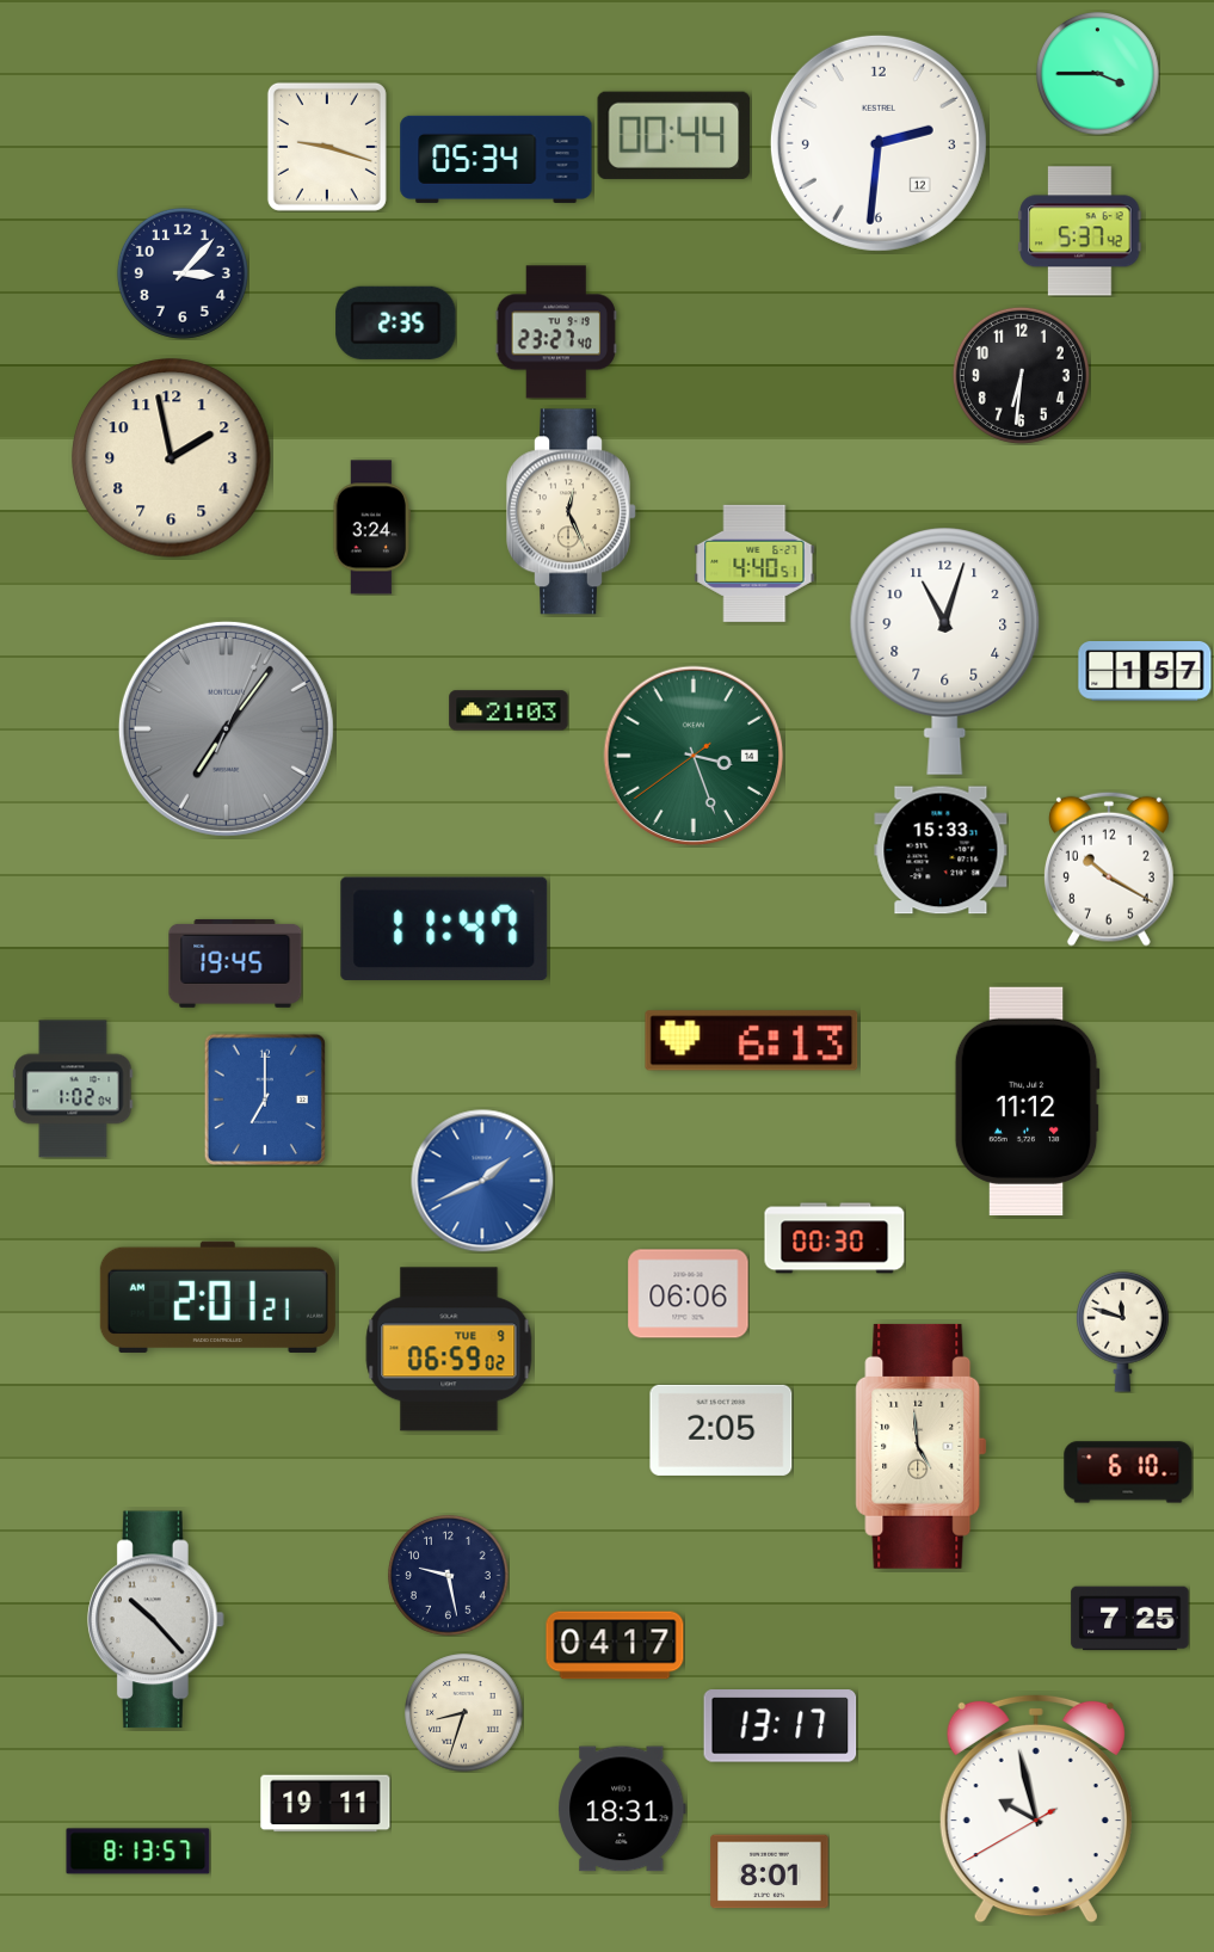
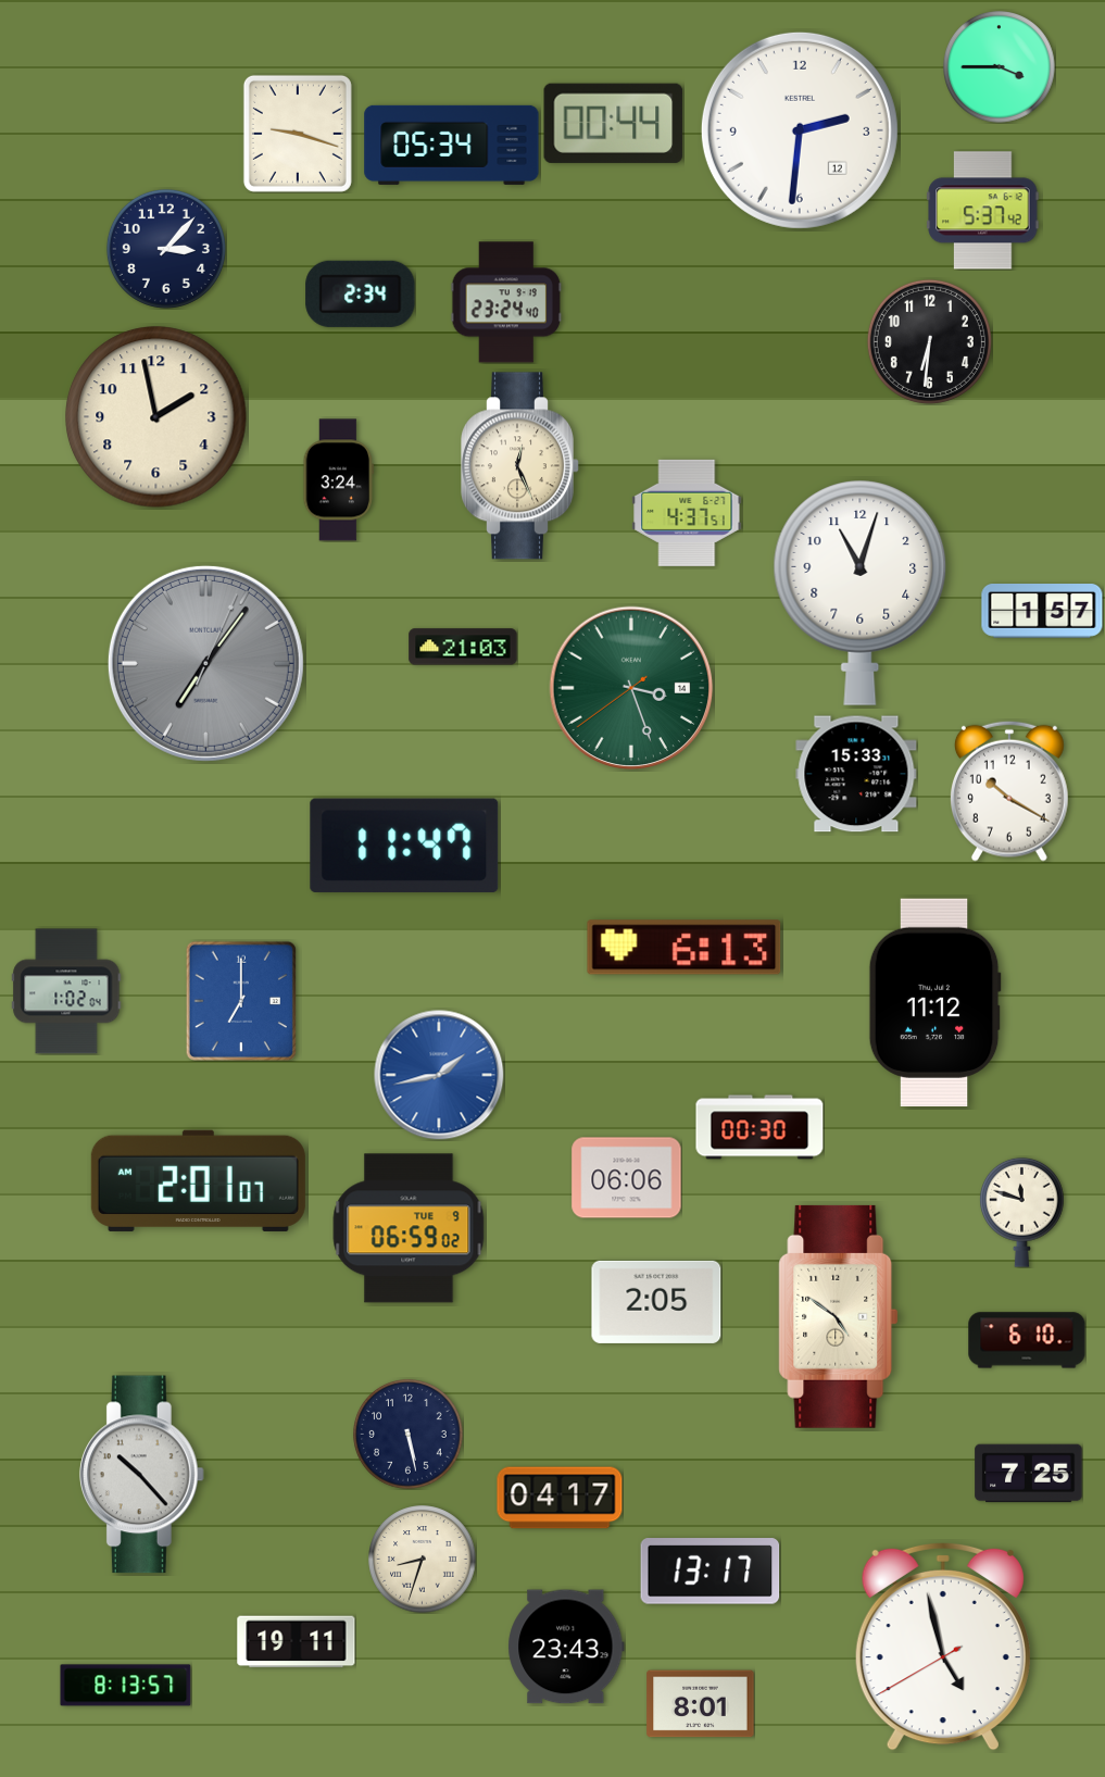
clock at (396, 322): 2:35 -> 2:34
clock at (556, 332): 23:27 -> 23:24
clock at (754, 564): 4:40 -> 4:37
clock at (235, 963): 19:45 -> none
clock at (482, 1181): 1:41 -> 1:43
clock at (217, 1297): 2:01:21 -> 2:01:07
clock at (922, 1446): 4:59 -> 4:51
clock at (449, 1576): 9:28 -> 5:28
clock at (622, 1809): 18:31 -> 23:43
clock at (1036, 1809): 9:57 -> 4:57
